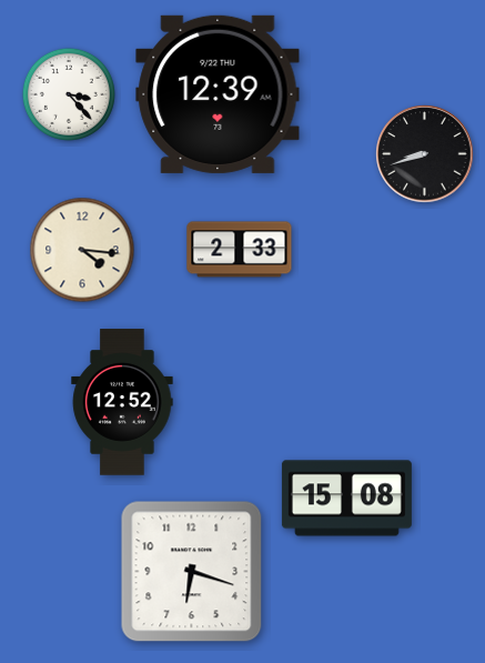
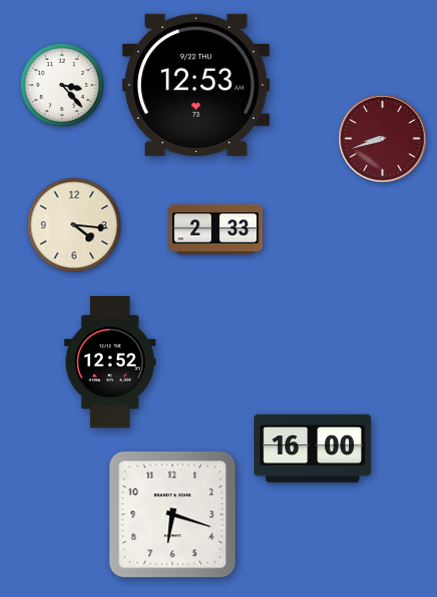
clock at (218, 94): 12:39 -> 12:53
clock at (425, 154) dial: black -> burgundy
clock at (240, 250) position: (240, 250) -> (216, 230)
clock at (346, 499): 15:08 -> 16:00
